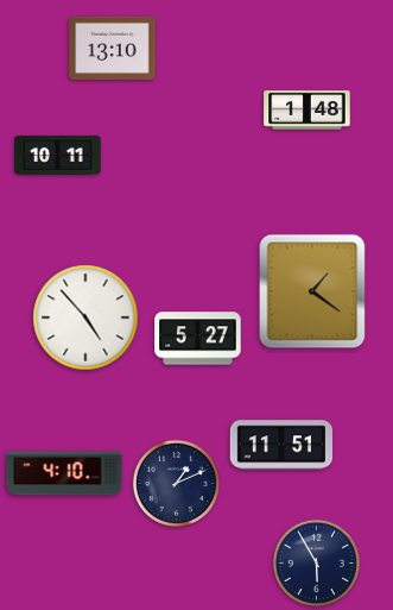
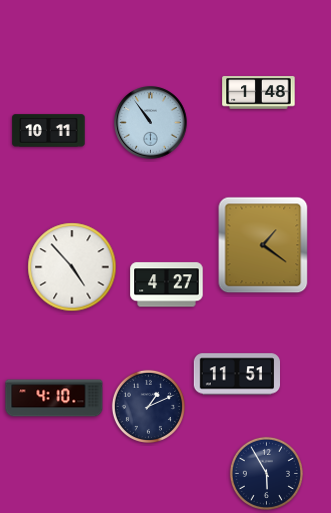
clock at (113, 48): 13:10 -> none
clock at (151, 123): none -> 10:54
clock at (198, 339): 5:27 -> 4:27
